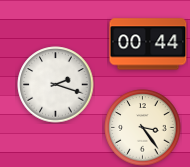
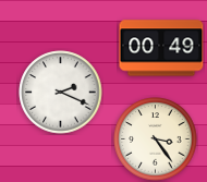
clock at (148, 44): 00:44 -> 00:49
clock at (56, 85): 2:18 -> 2:19
